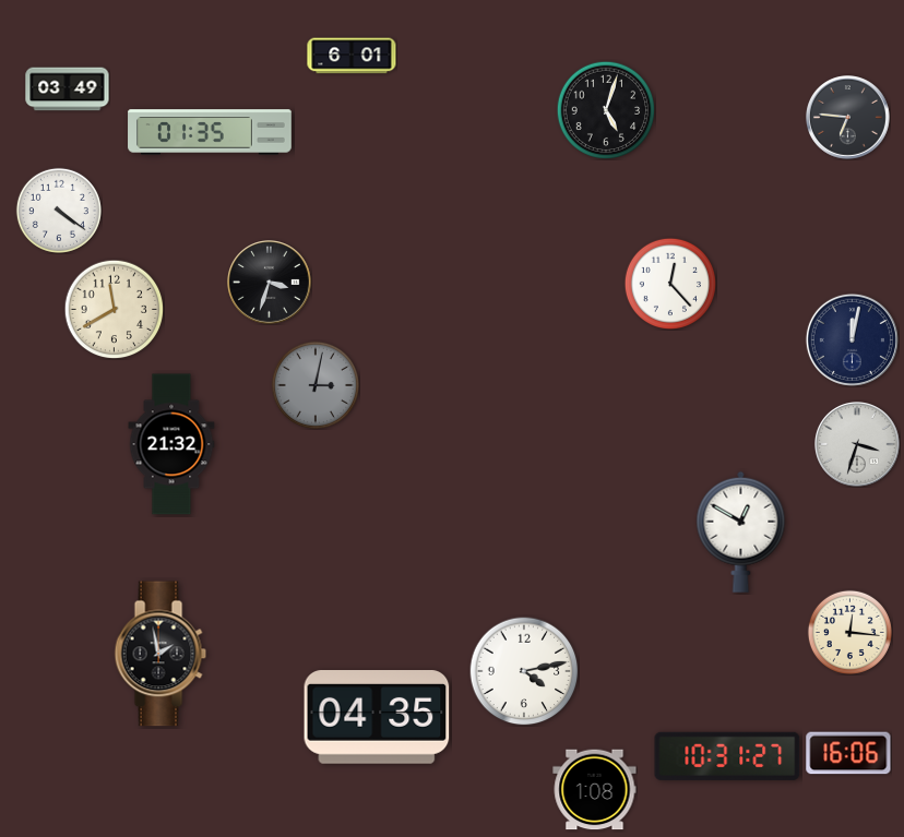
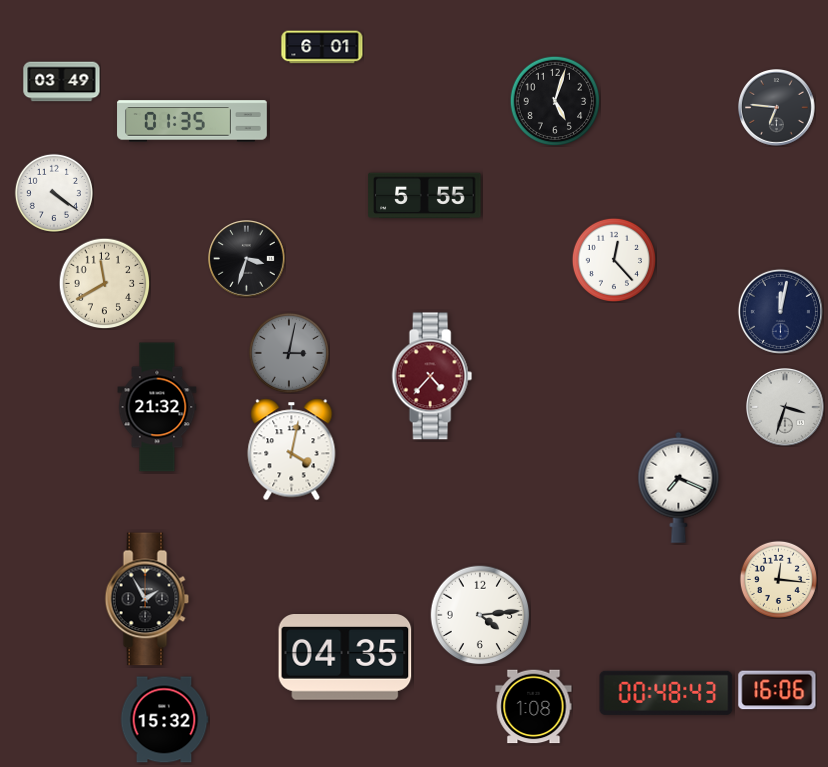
clock at (352, 56) position: (352, 56) -> (322, 47)
clock at (425, 196): none -> 5:55
clock at (432, 376): none -> 4:37
clock at (292, 450): none -> 4:02
clock at (741, 531): 12:50 -> 7:19
clock at (160, 654): 1:58 -> 1:55
clock at (524, 671): 4:13 -> 4:14
clock at (727, 756): 10:31 -> 00:48
clock at (164, 720): none -> 15:32
clock at (595, 790) position: (595, 790) -> (534, 707)
